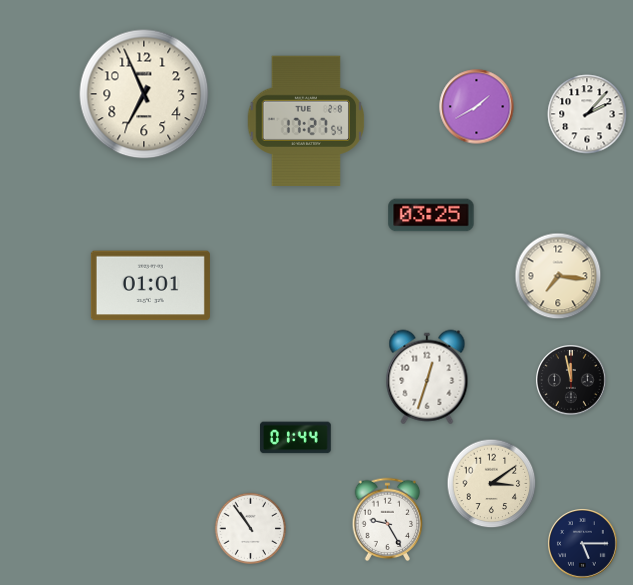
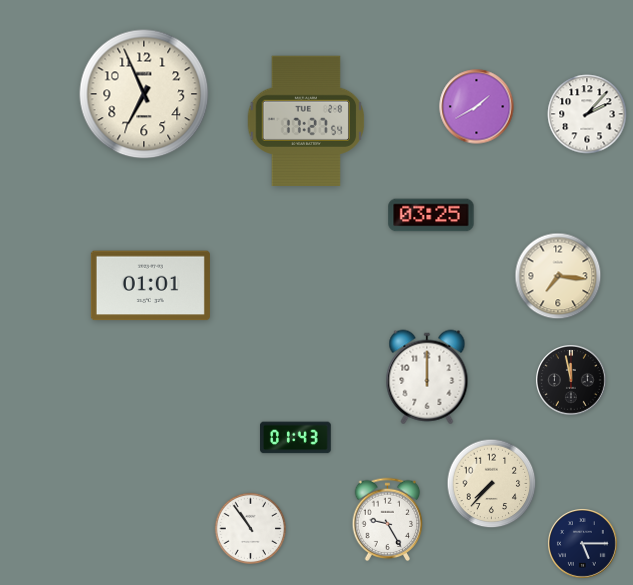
clock at (427, 377): 12:33 -> 12:00
clock at (296, 438): 01:44 -> 01:43
clock at (492, 484): 3:09 -> 7:37
